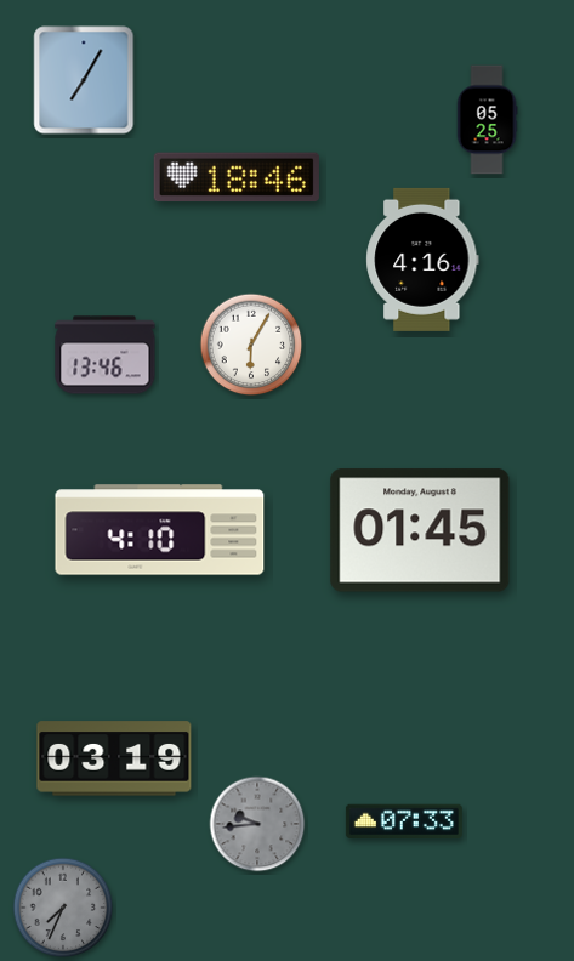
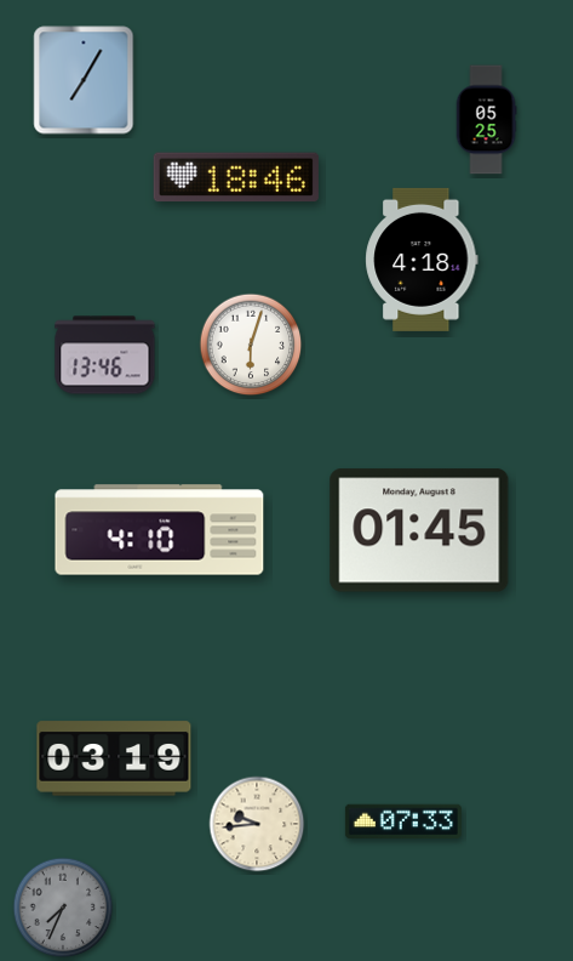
clock at (422, 260): 4:16 -> 4:18
clock at (251, 345): 6:05 -> 6:03
clock at (257, 824) dial: grey -> cream
